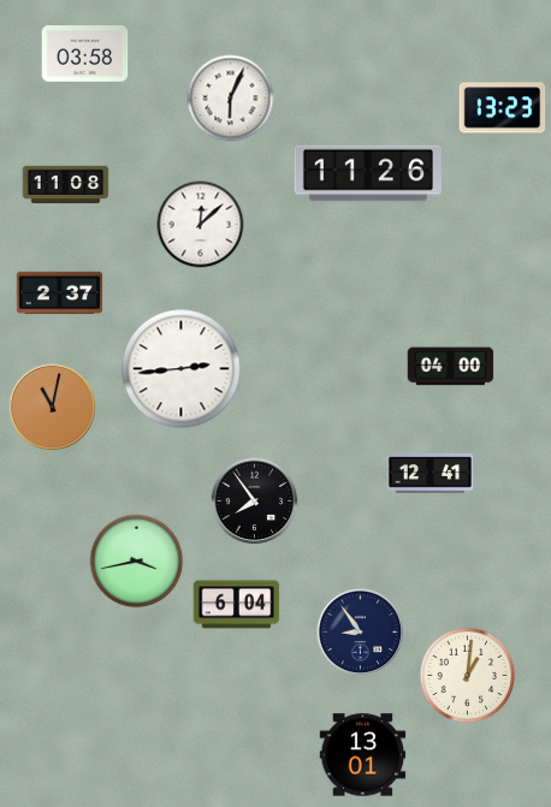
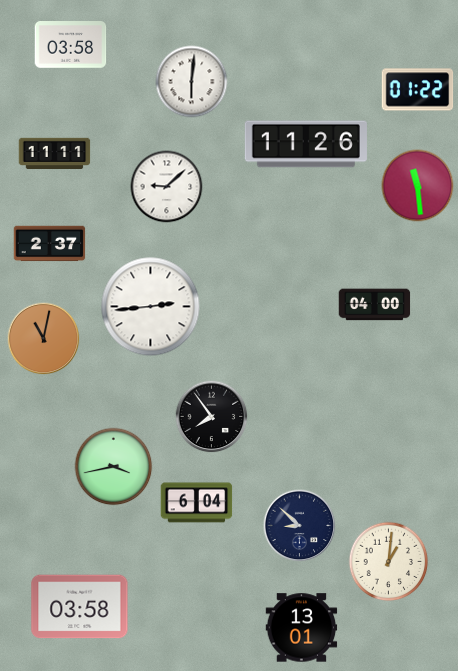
clock at (231, 99): 6:04 -> 6:01
clock at (503, 108): 13:23 -> 01:22
clock at (66, 184): 11:08 -> 11:11
clock at (418, 186): none -> 11:29
clock at (201, 225): 12:08 -> 9:08
clock at (431, 474): 12:41 -> none
clock at (361, 633): 8:54 -> 8:52
clock at (80, 607): none -> 03:58
